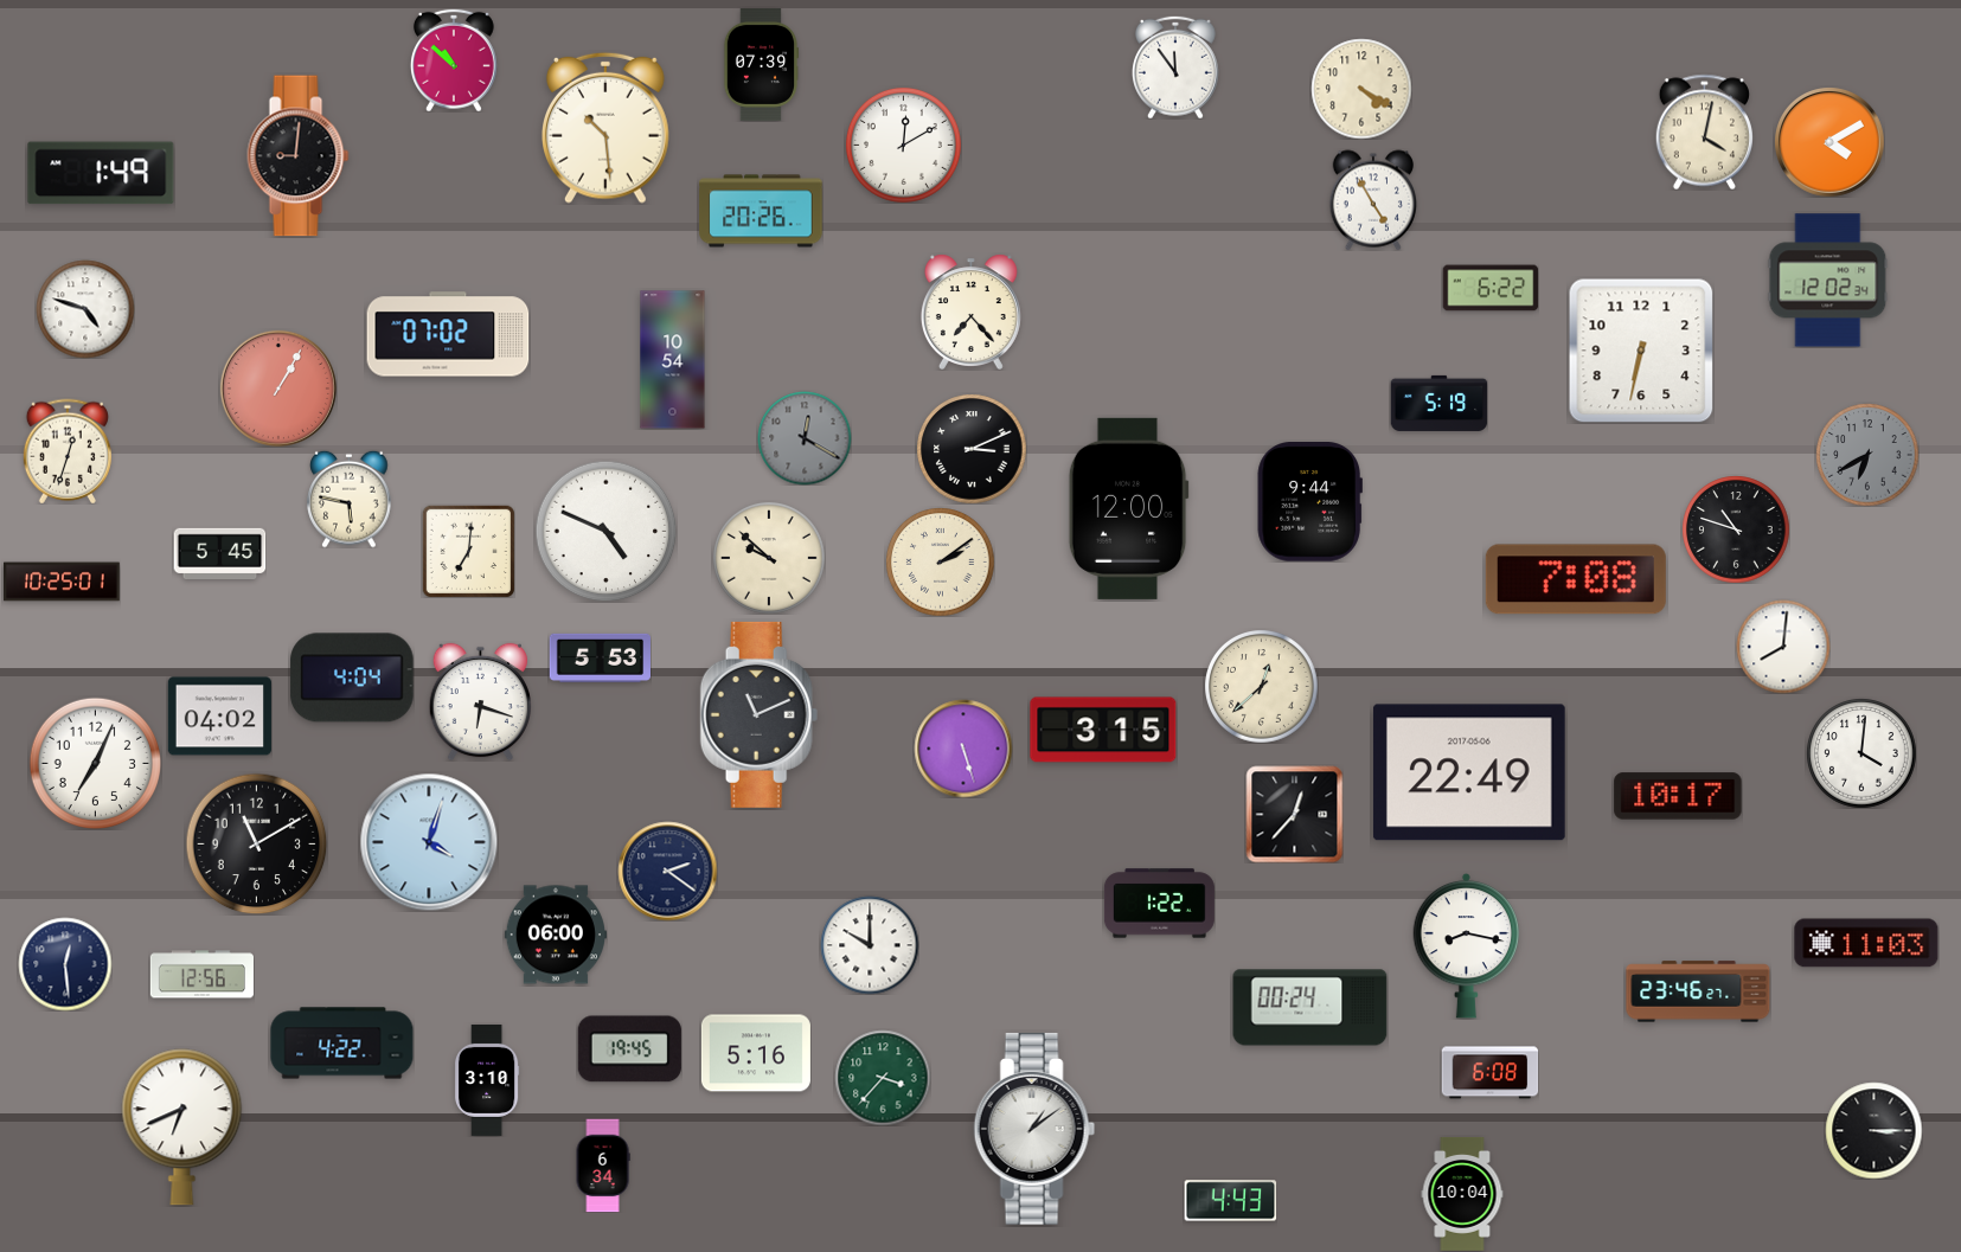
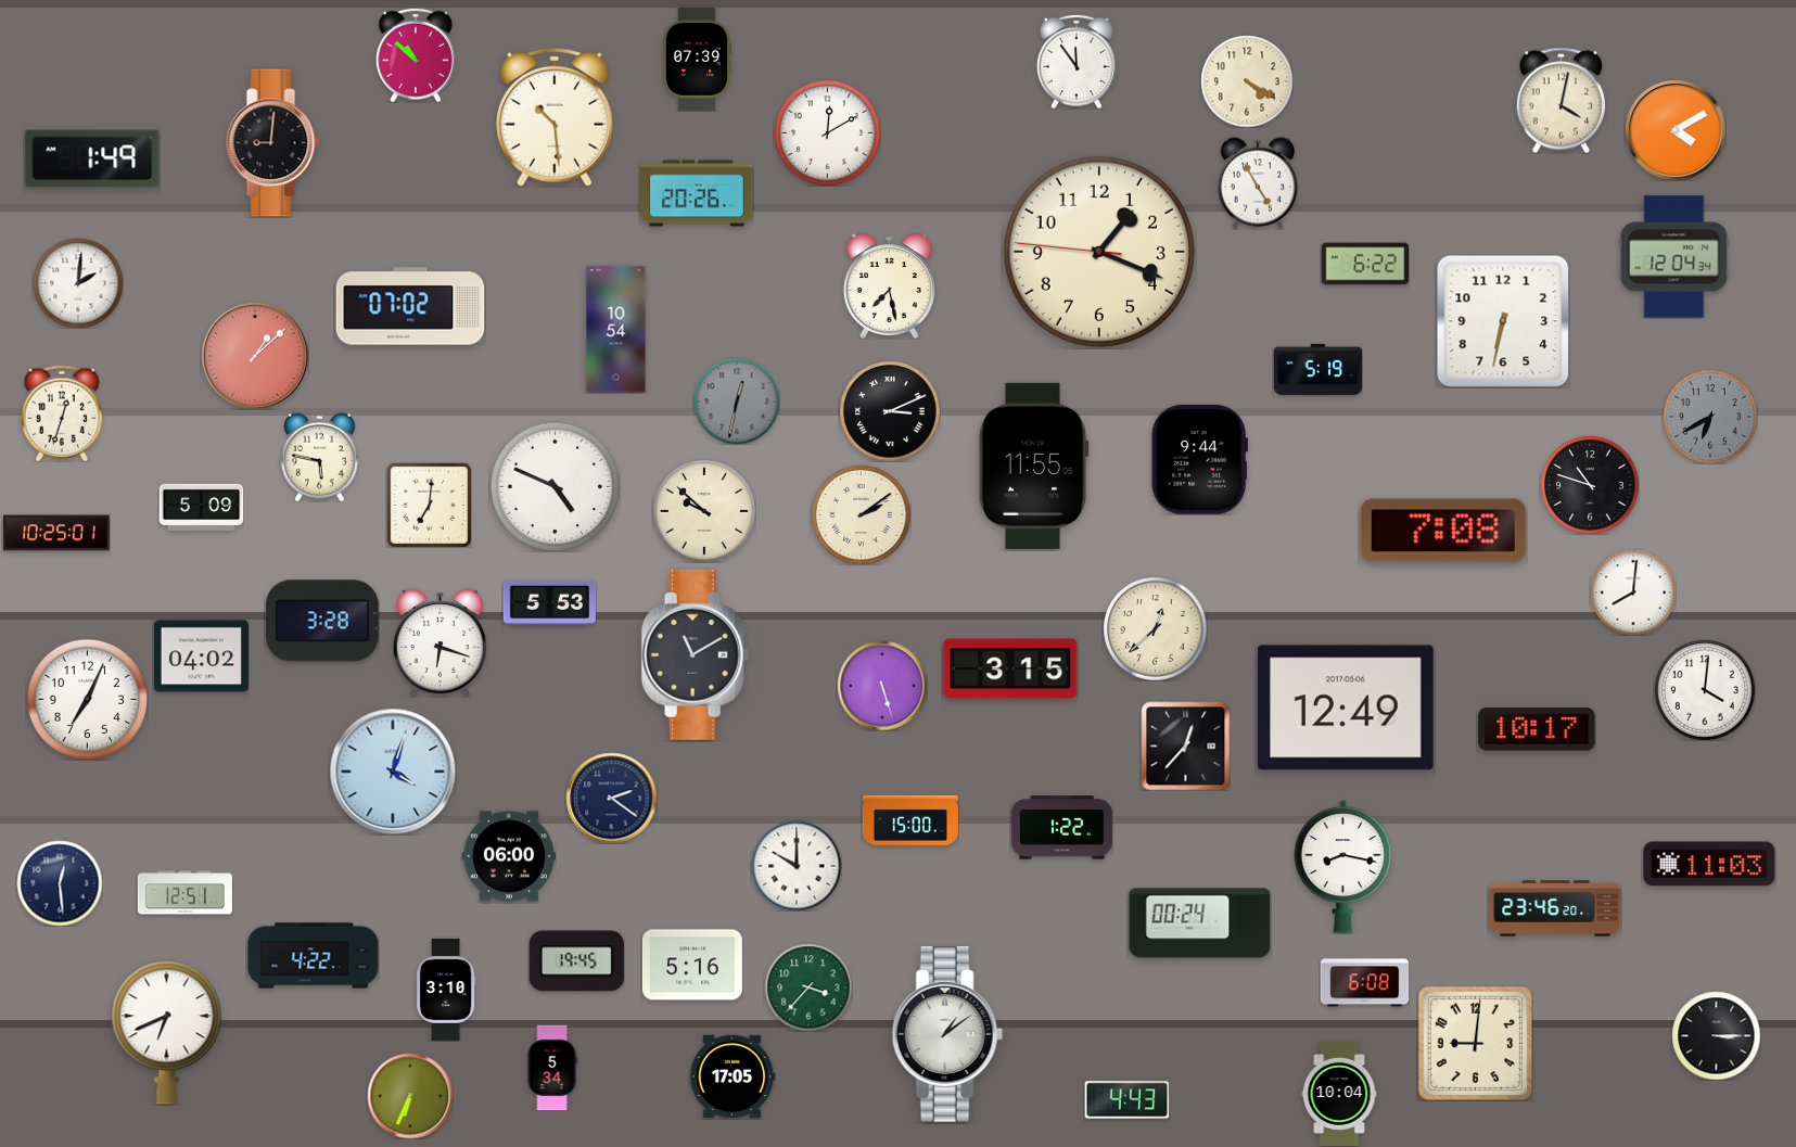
clock at (1704, 131) position: (1704, 131) -> (1561, 100)
clock at (1099, 252): none -> 1:18
clock at (1828, 281): 12:02 -> 12:04
clock at (85, 309): 4:48 -> 2:01
clock at (970, 312): 7:23 -> 7:28
clock at (278, 389): 1:05 -> 1:08
clock at (805, 438): 12:20 -> 12:32
clock at (1128, 508): 12:00 -> 11:55
clock at (219, 554): 5:45 -> 5:09
clock at (352, 678): 4:04 -> 3:28
clock at (760, 714): 11:11 -> 11:10
clock at (1469, 772): 22:49 -> 12:49
clock at (256, 843): 11:10 -> none
clock at (910, 820): none -> 15:00
clock at (201, 975): 12:56 -> 12:51
clock at (1698, 991): 23:46:27 -> 23:46:20
clock at (1475, 1043): none -> 9:01
clock at (603, 1166): 6:34 -> 5:34
clock at (733, 1076): none -> 17:05
clock at (410, 1096): none -> 6:34
